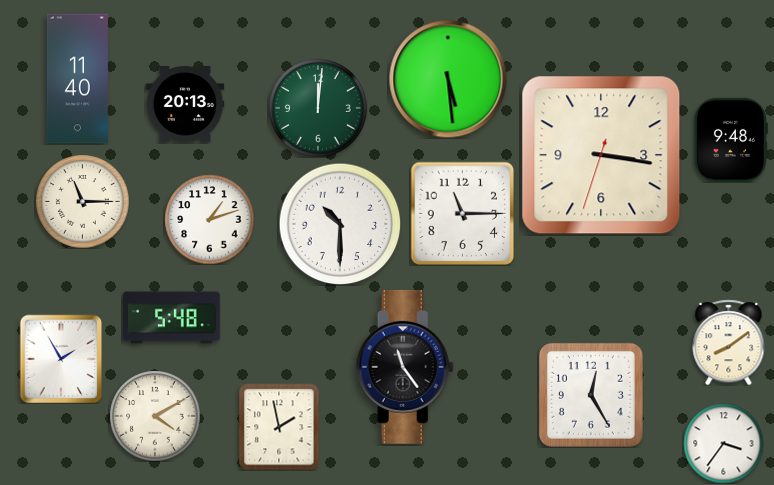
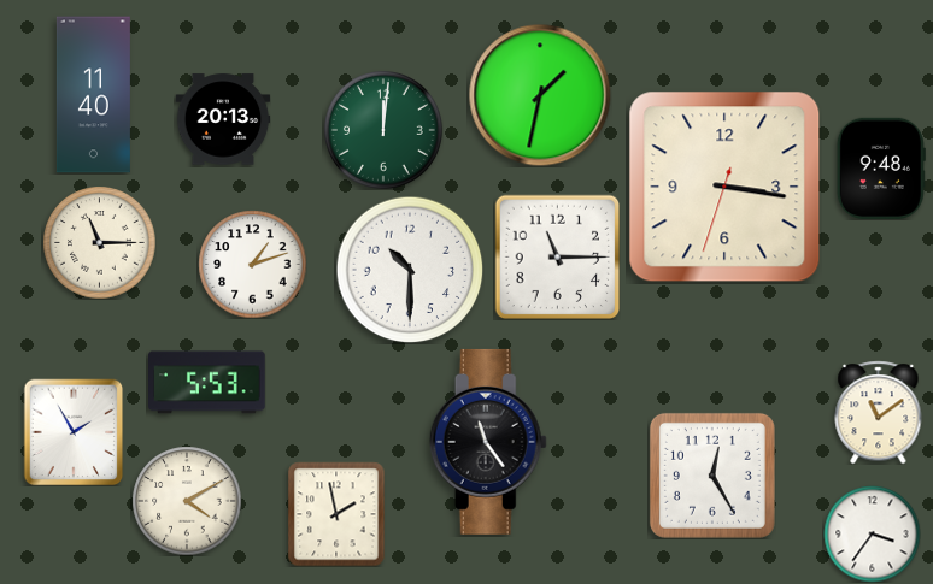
clock at (448, 79): 5:29 -> 1:32
clock at (185, 104) position: (185, 104) -> (223, 119)
clock at (172, 318): 5:48 -> 5:53
clock at (729, 342): 8:09 -> 11:09
